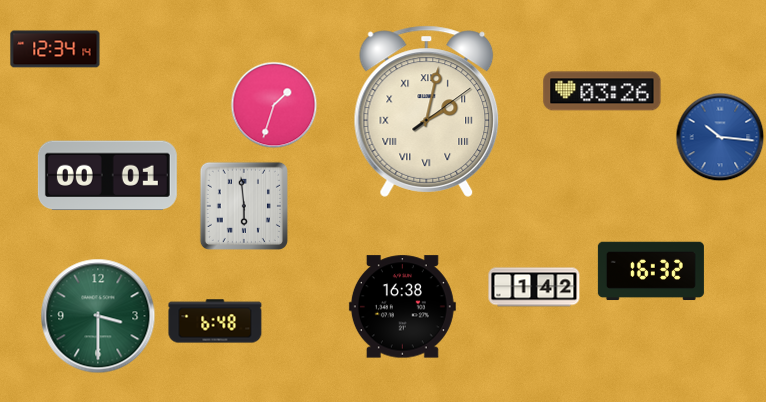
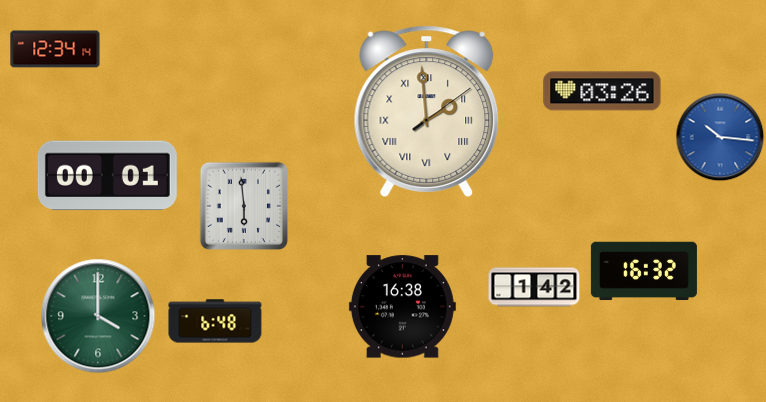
clock at (274, 105): 1:33 -> none
clock at (427, 111): 2:02 -> 1:59
clock at (651, 271) position: (651, 271) -> (644, 271)
clock at (98, 316): 3:30 -> 4:00
